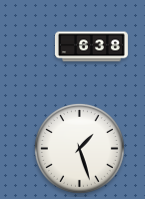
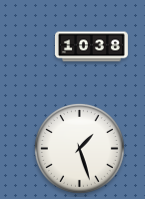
clock at (91, 47): 6:38 -> 10:38
